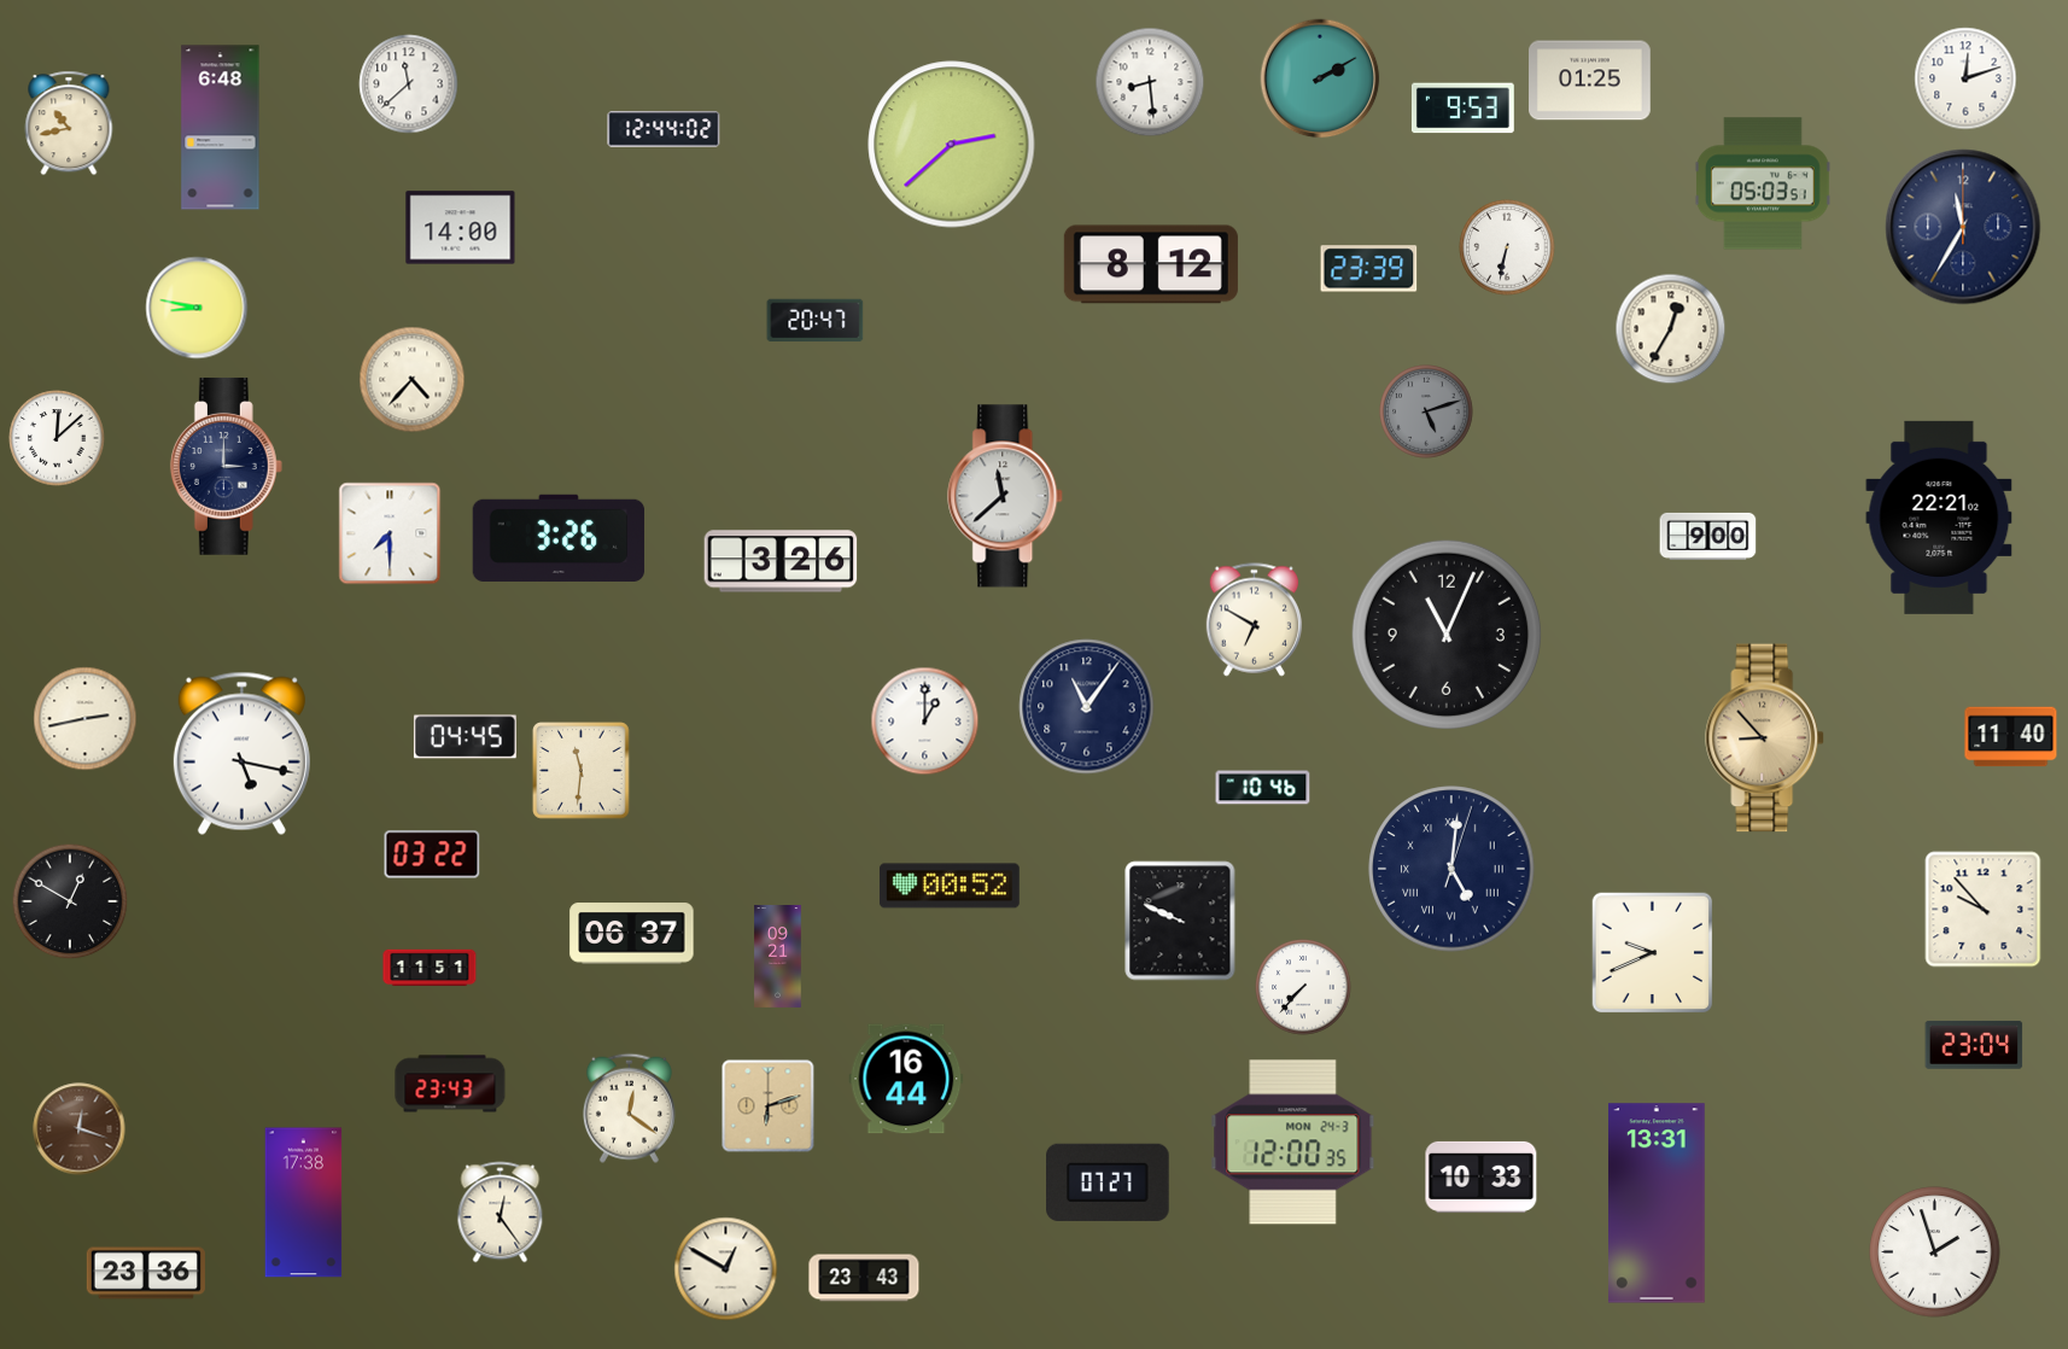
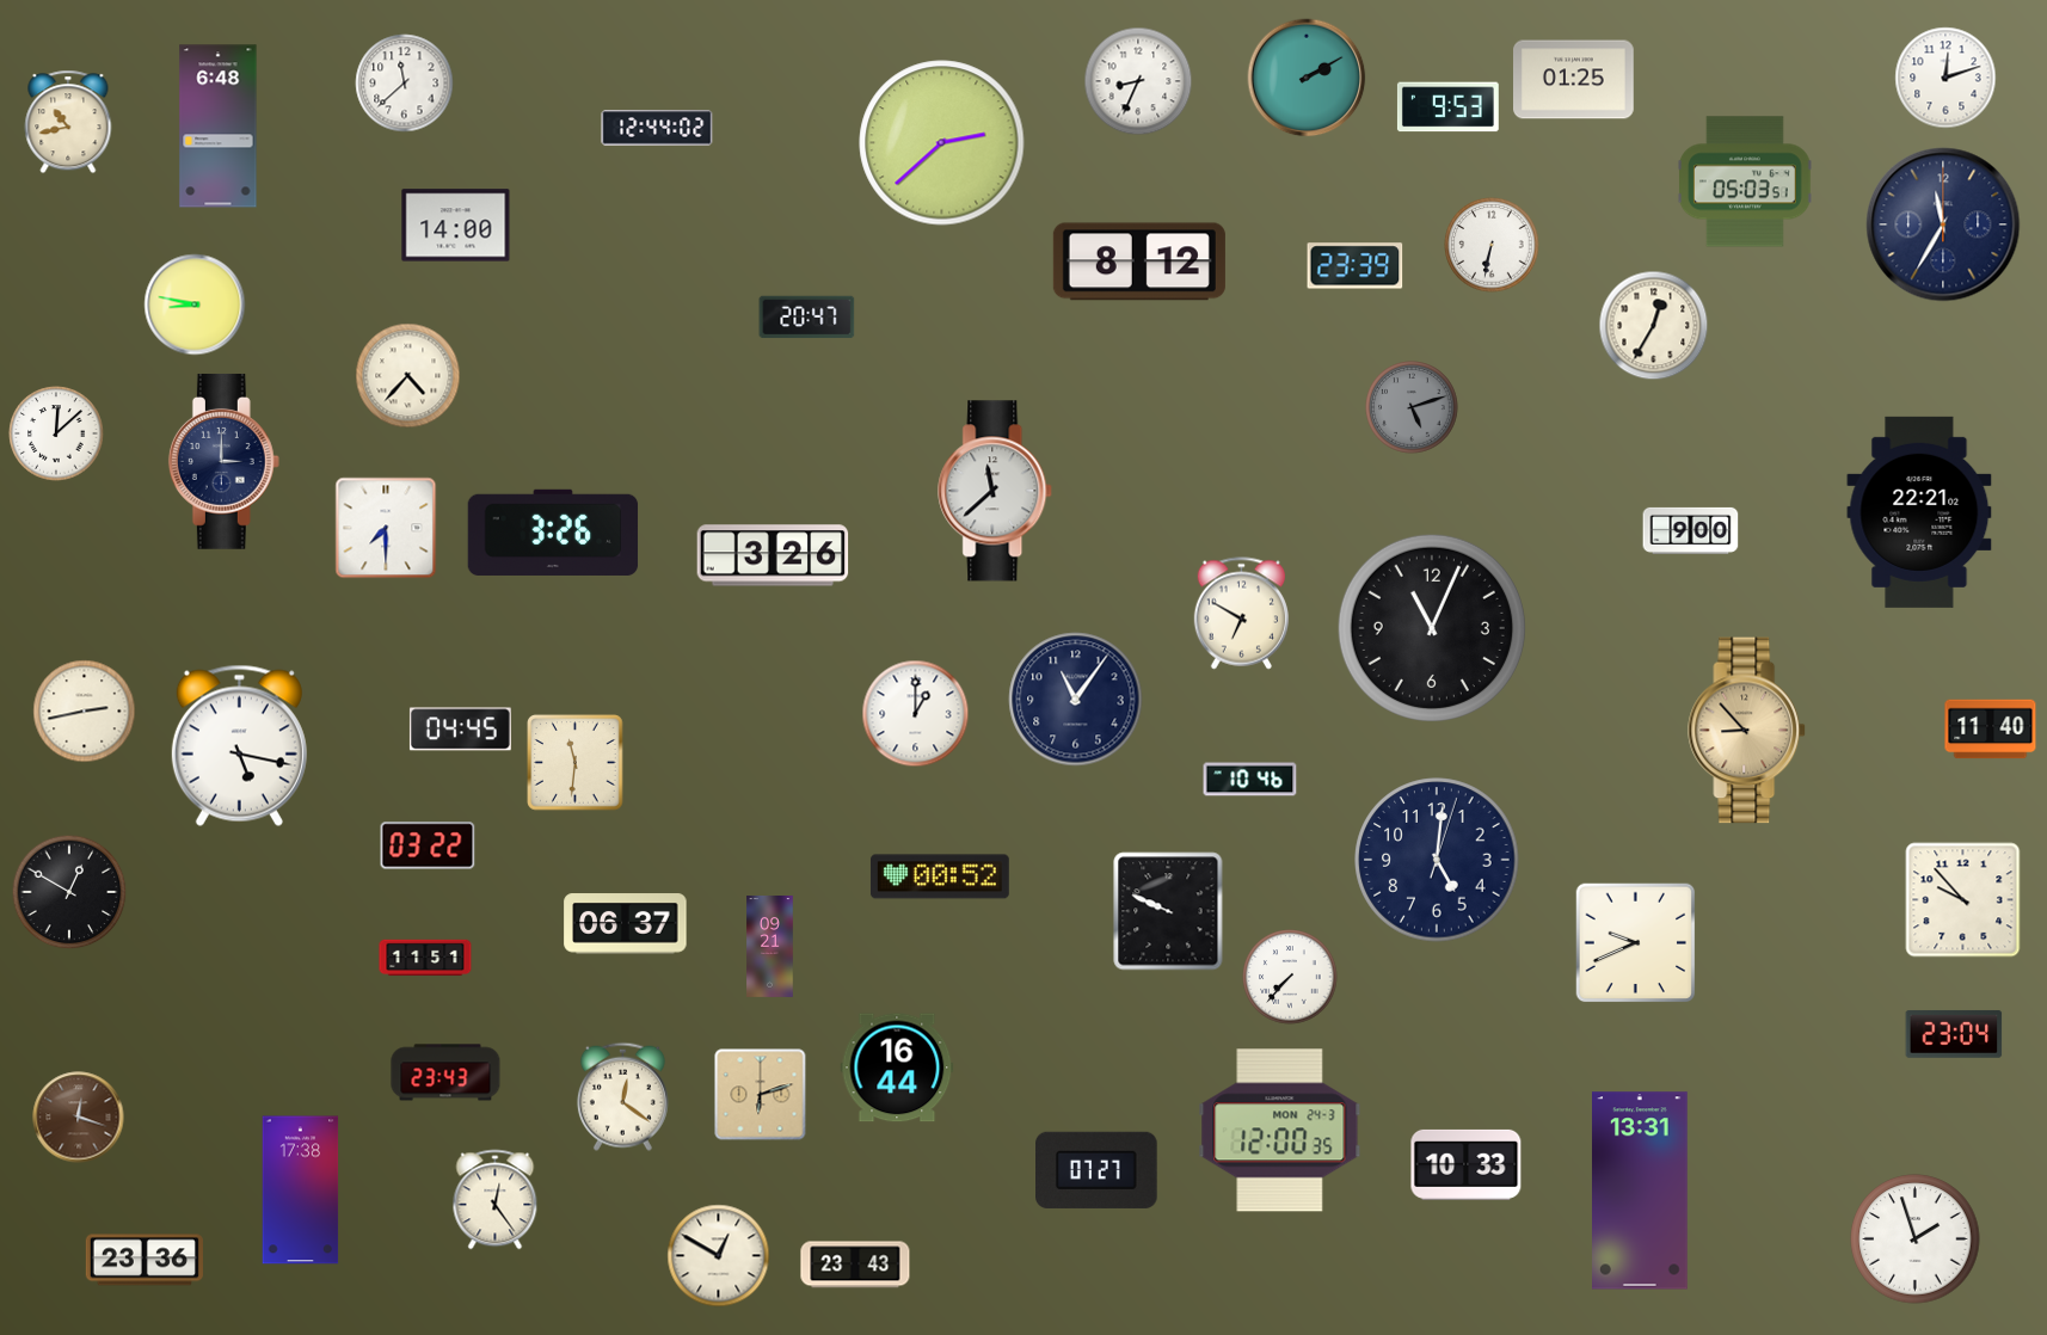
clock at (1150, 82): 8:29 -> 8:34
clock at (1451, 869) numerals: Roman -> Arabic
